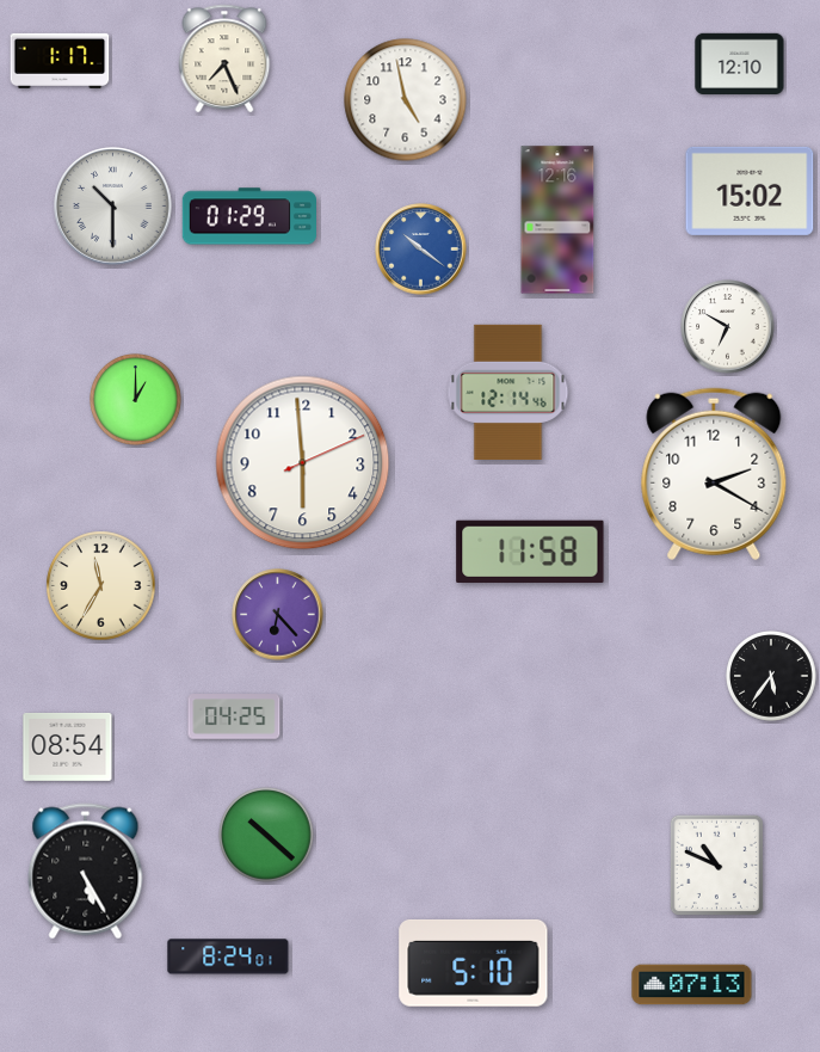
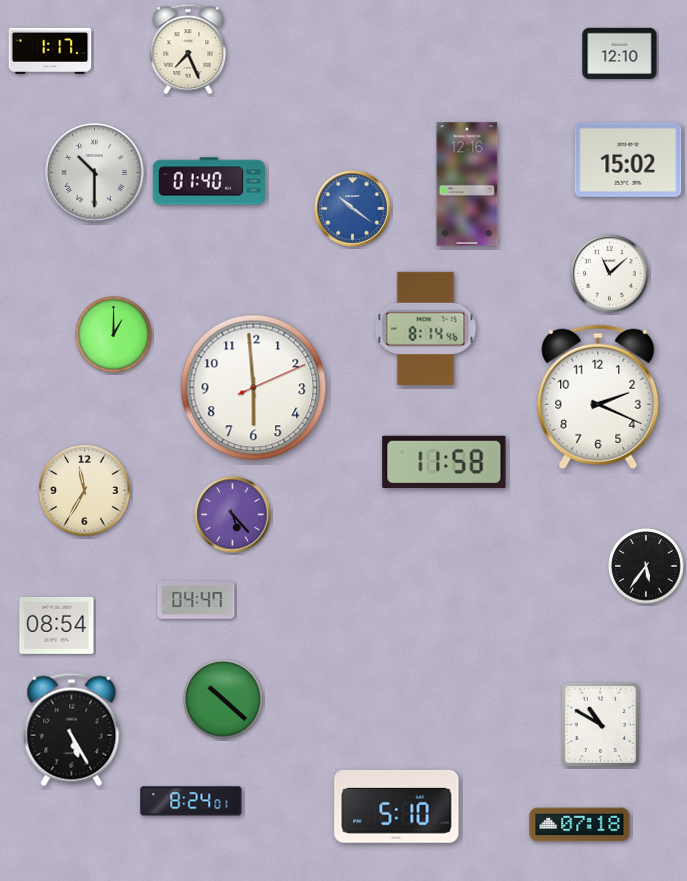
clock at (406, 100): 4:58 -> none
clock at (248, 216): 01:29 -> 01:40
clock at (728, 327): 6:50 -> 11:08
clock at (508, 392): 12:14 -> 8:14
clock at (714, 474): 2:20 -> 2:19
clock at (278, 615): 6:23 -> 5:23
clock at (234, 716): 04:25 -> 04:47
clock at (716, 865): 10:49 -> 10:50
clock at (692, 985): 07:13 -> 07:18
